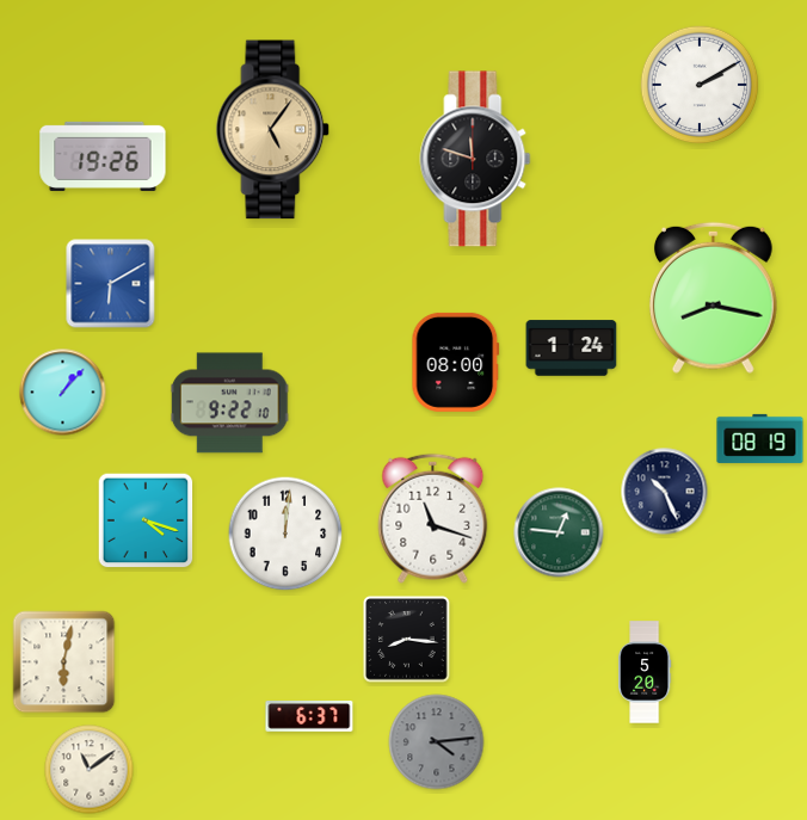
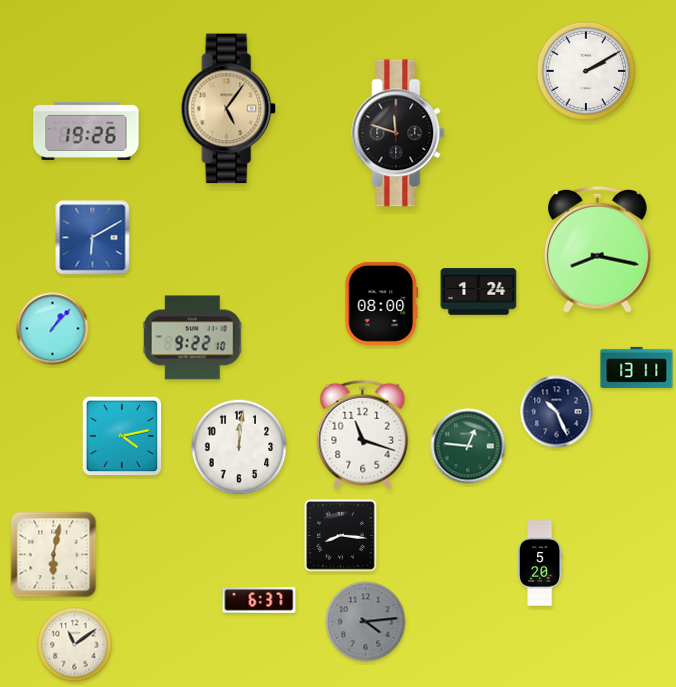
clock at (760, 438): 08:19 -> 13:11
clock at (146, 520): 4:18 -> 4:13
